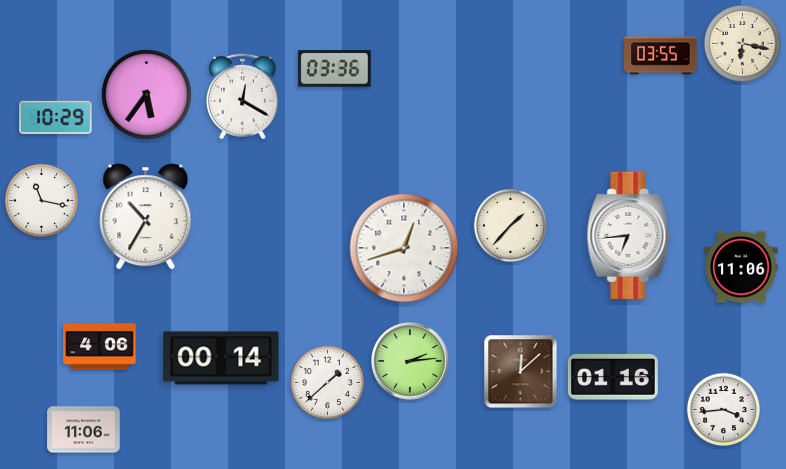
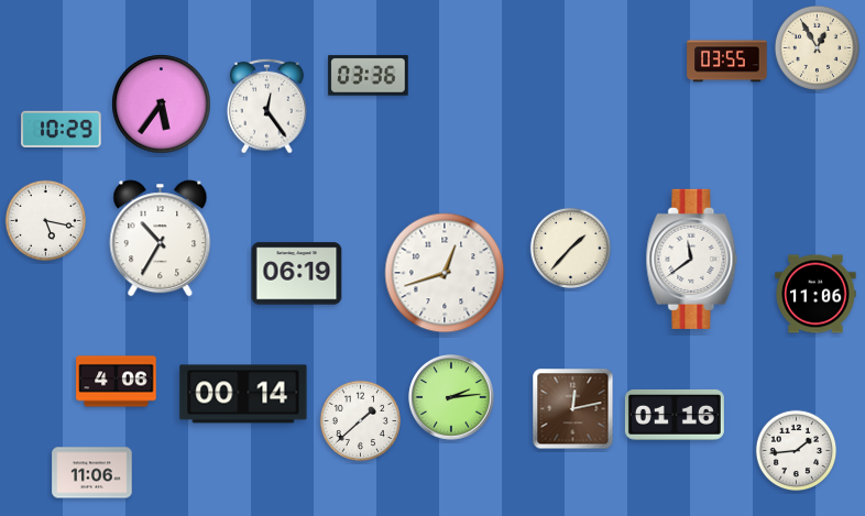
clock at (742, 43): 6:17 -> 12:55
clock at (243, 96): 12:20 -> 12:24
clock at (41, 200): 11:17 -> 5:17
clock at (510, 225) position: (510, 225) -> (570, 248)
clock at (629, 235): 6:44 -> 11:39
clock at (297, 274): none -> 06:19
clock at (100, 347) position: (100, 347) -> (117, 382)
clock at (521, 372): 12:08 -> 12:13
clock at (723, 409): 3:44 -> 1:44
